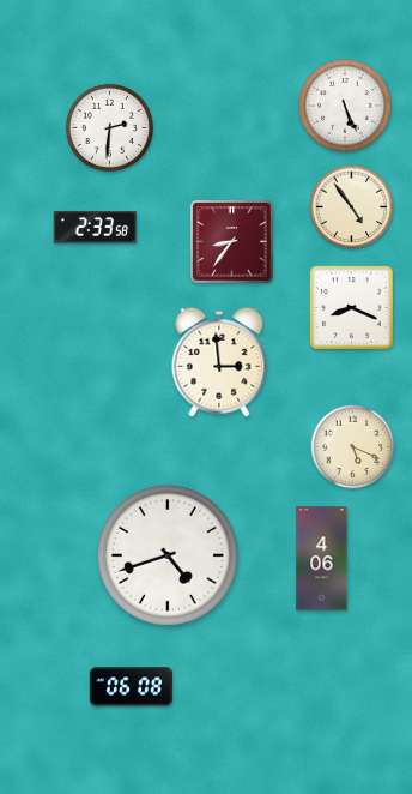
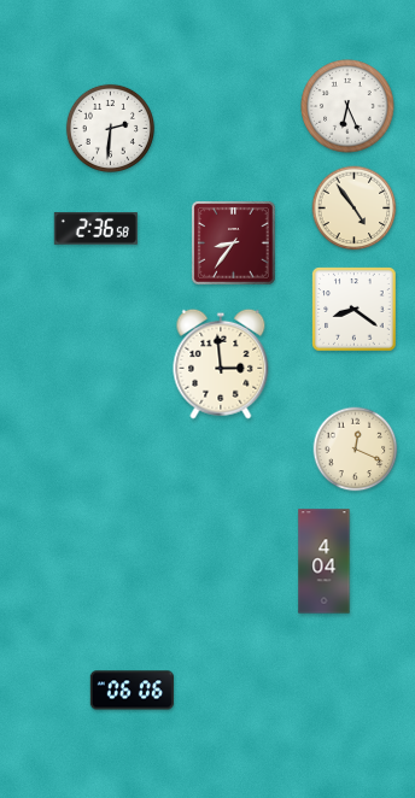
clock at (345, 106): 5:26 -> 6:26
clock at (95, 228): 2:33 -> 2:36
clock at (352, 308): 8:19 -> 8:21
clock at (353, 447): 5:19 -> 12:19
clock at (168, 555): 4:42 -> none
clock at (322, 559): 4:06 -> 4:04
clock at (131, 687): 06:08 -> 06:06
